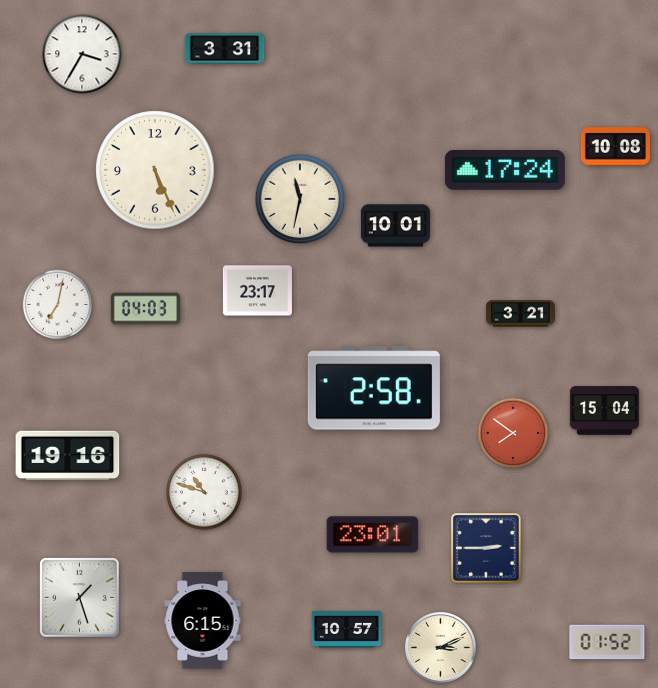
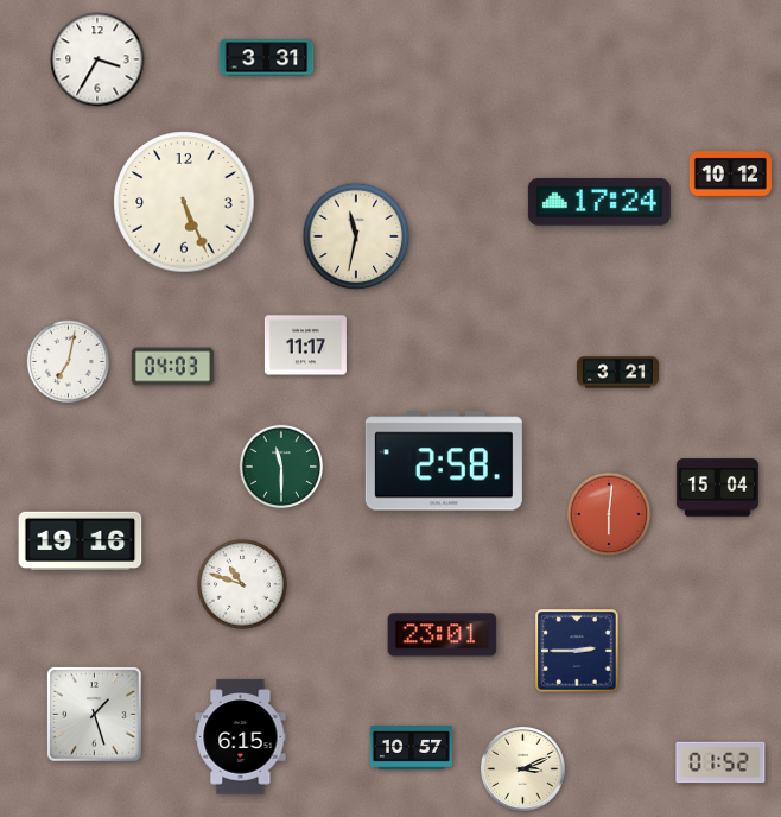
clock at (82, 54) position: (82, 54) -> (97, 59)
clock at (615, 147): 10:08 -> 10:12
clock at (395, 226): 10:01 -> none
clock at (257, 291): 23:17 -> 11:17
clock at (281, 467): none -> 11:30
clock at (513, 433): 7:51 -> 6:01
clock at (80, 598) position: (80, 598) -> (95, 715)
